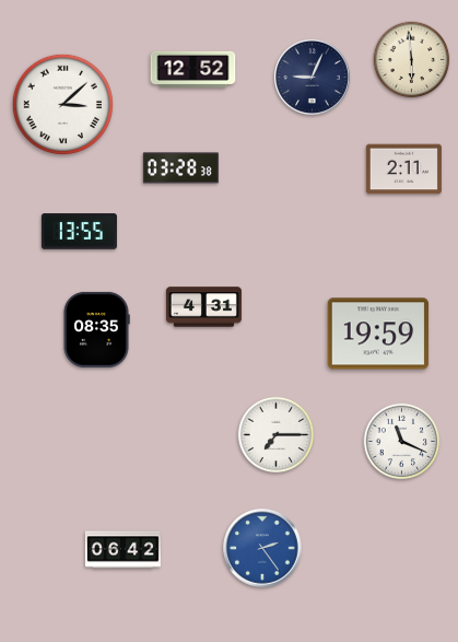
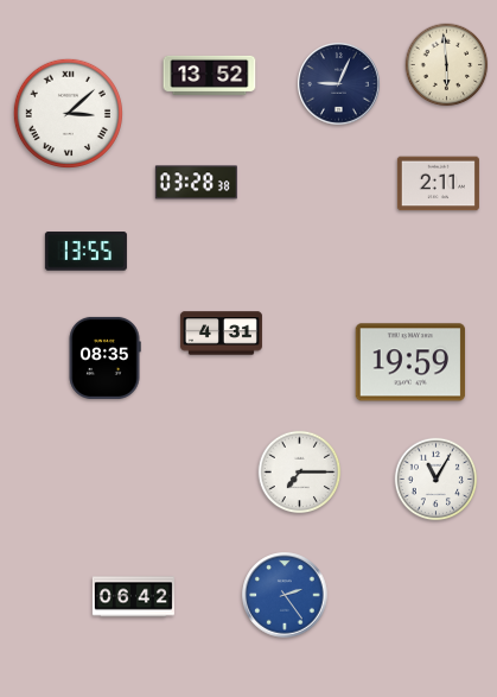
clock at (193, 69): 12:52 -> 13:52
clock at (402, 442): 11:19 -> 11:05
